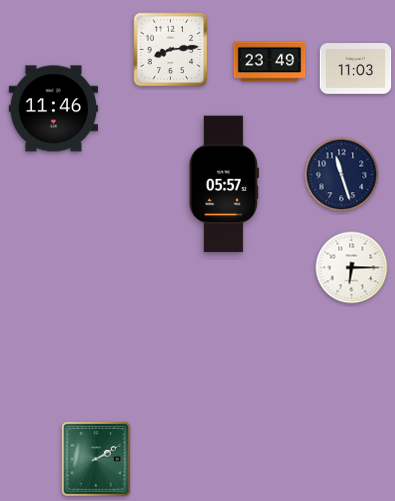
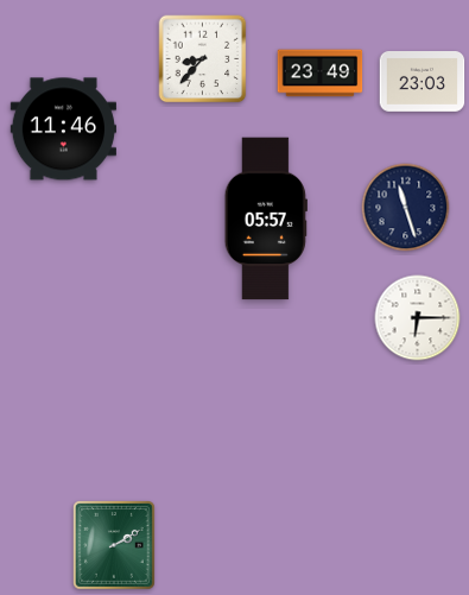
clock at (171, 50): 8:14 -> 8:37
clock at (356, 69): 11:03 -> 23:03
